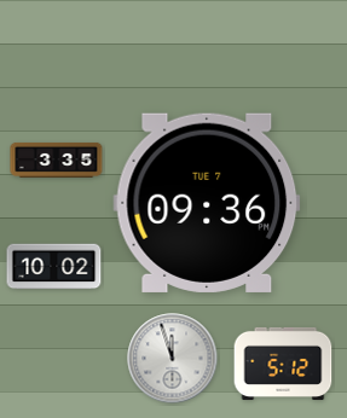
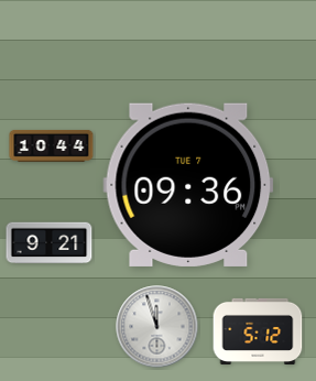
clock at (57, 159): 3:35 -> 10:44
clock at (54, 267): 10:02 -> 9:21
